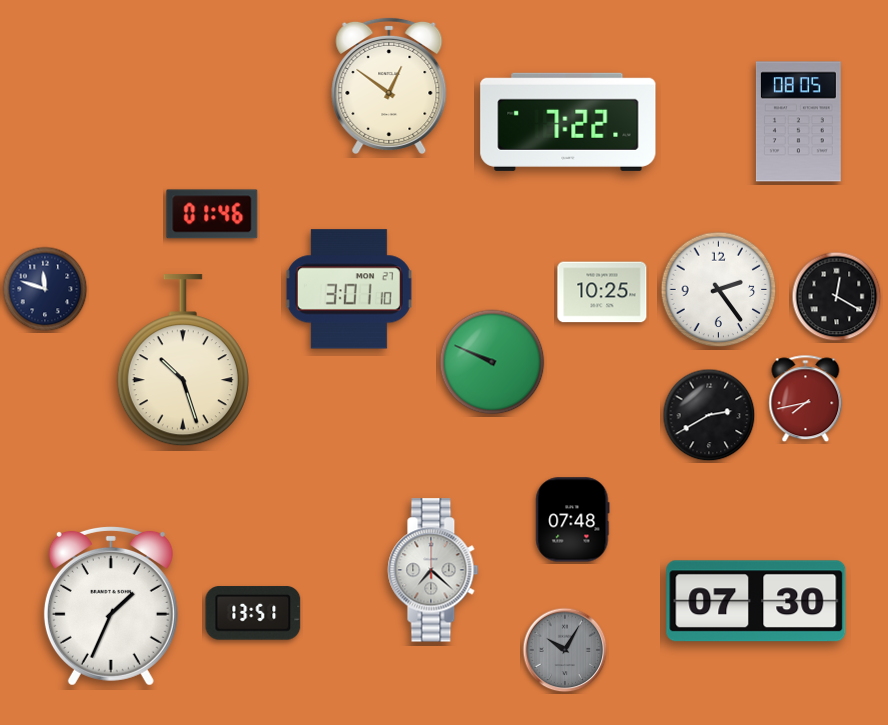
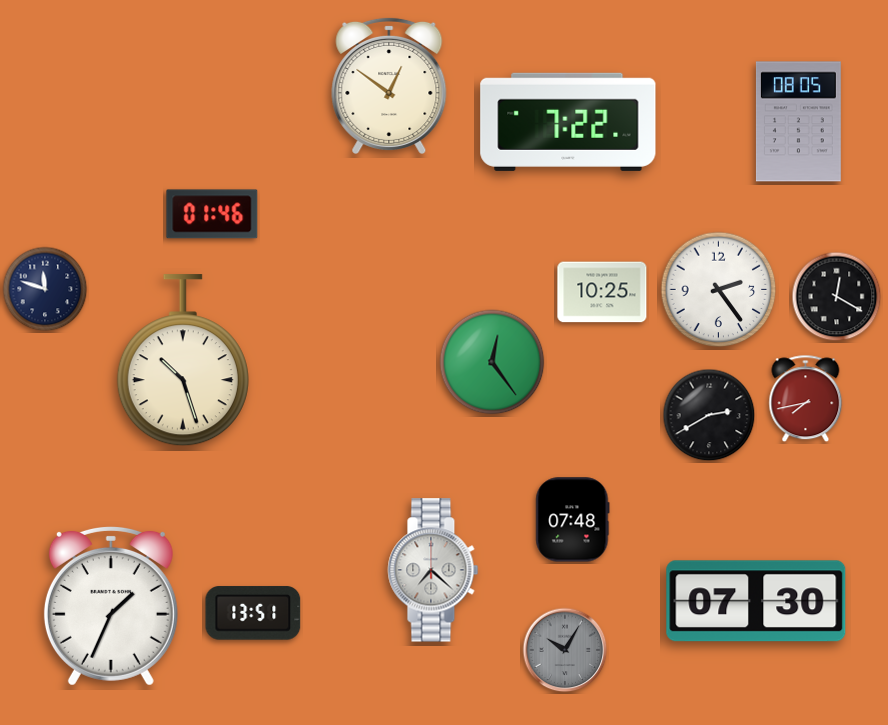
clock at (349, 289): 3:01 -> none
clock at (492, 362): 9:49 -> 12:24
